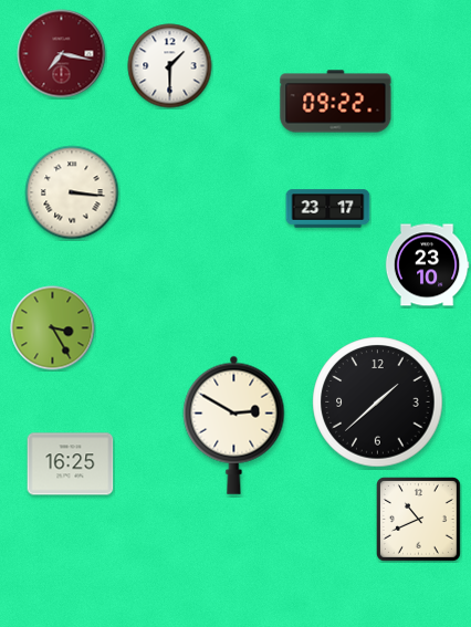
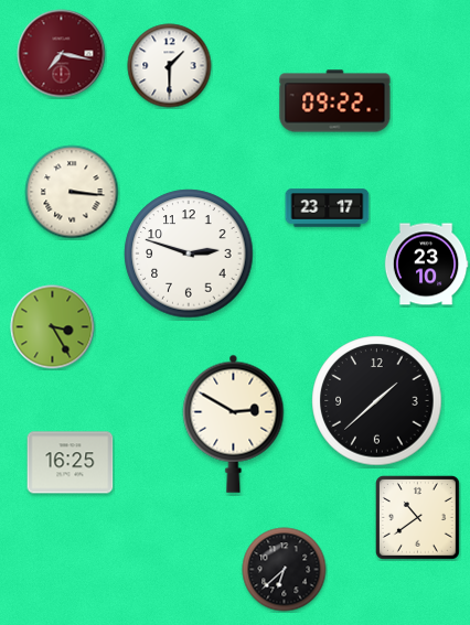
clock at (189, 254): none -> 2:48
clock at (418, 519): 10:41 -> 10:39
clock at (285, 570): none -> 6:38
